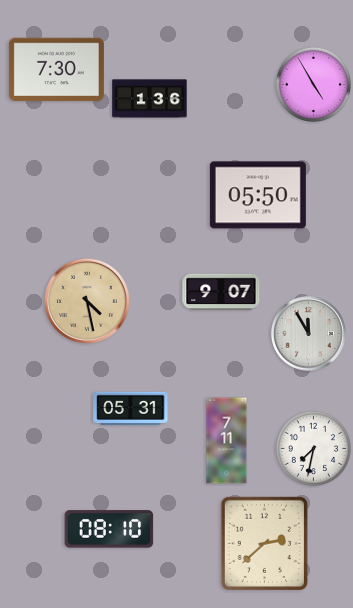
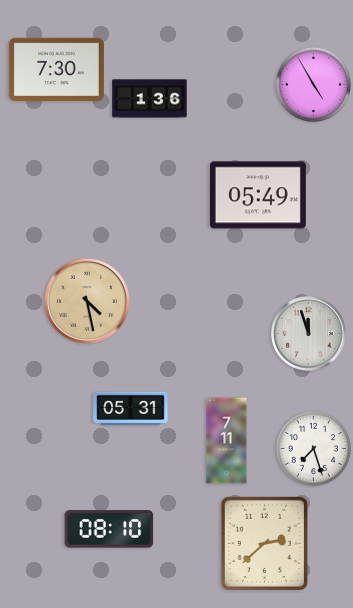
clock at (258, 195): 05:50 -> 05:49
clock at (221, 292): 9:07 -> none
clock at (309, 334): 11:55 -> 11:57
clock at (313, 448): 7:32 -> 7:27
